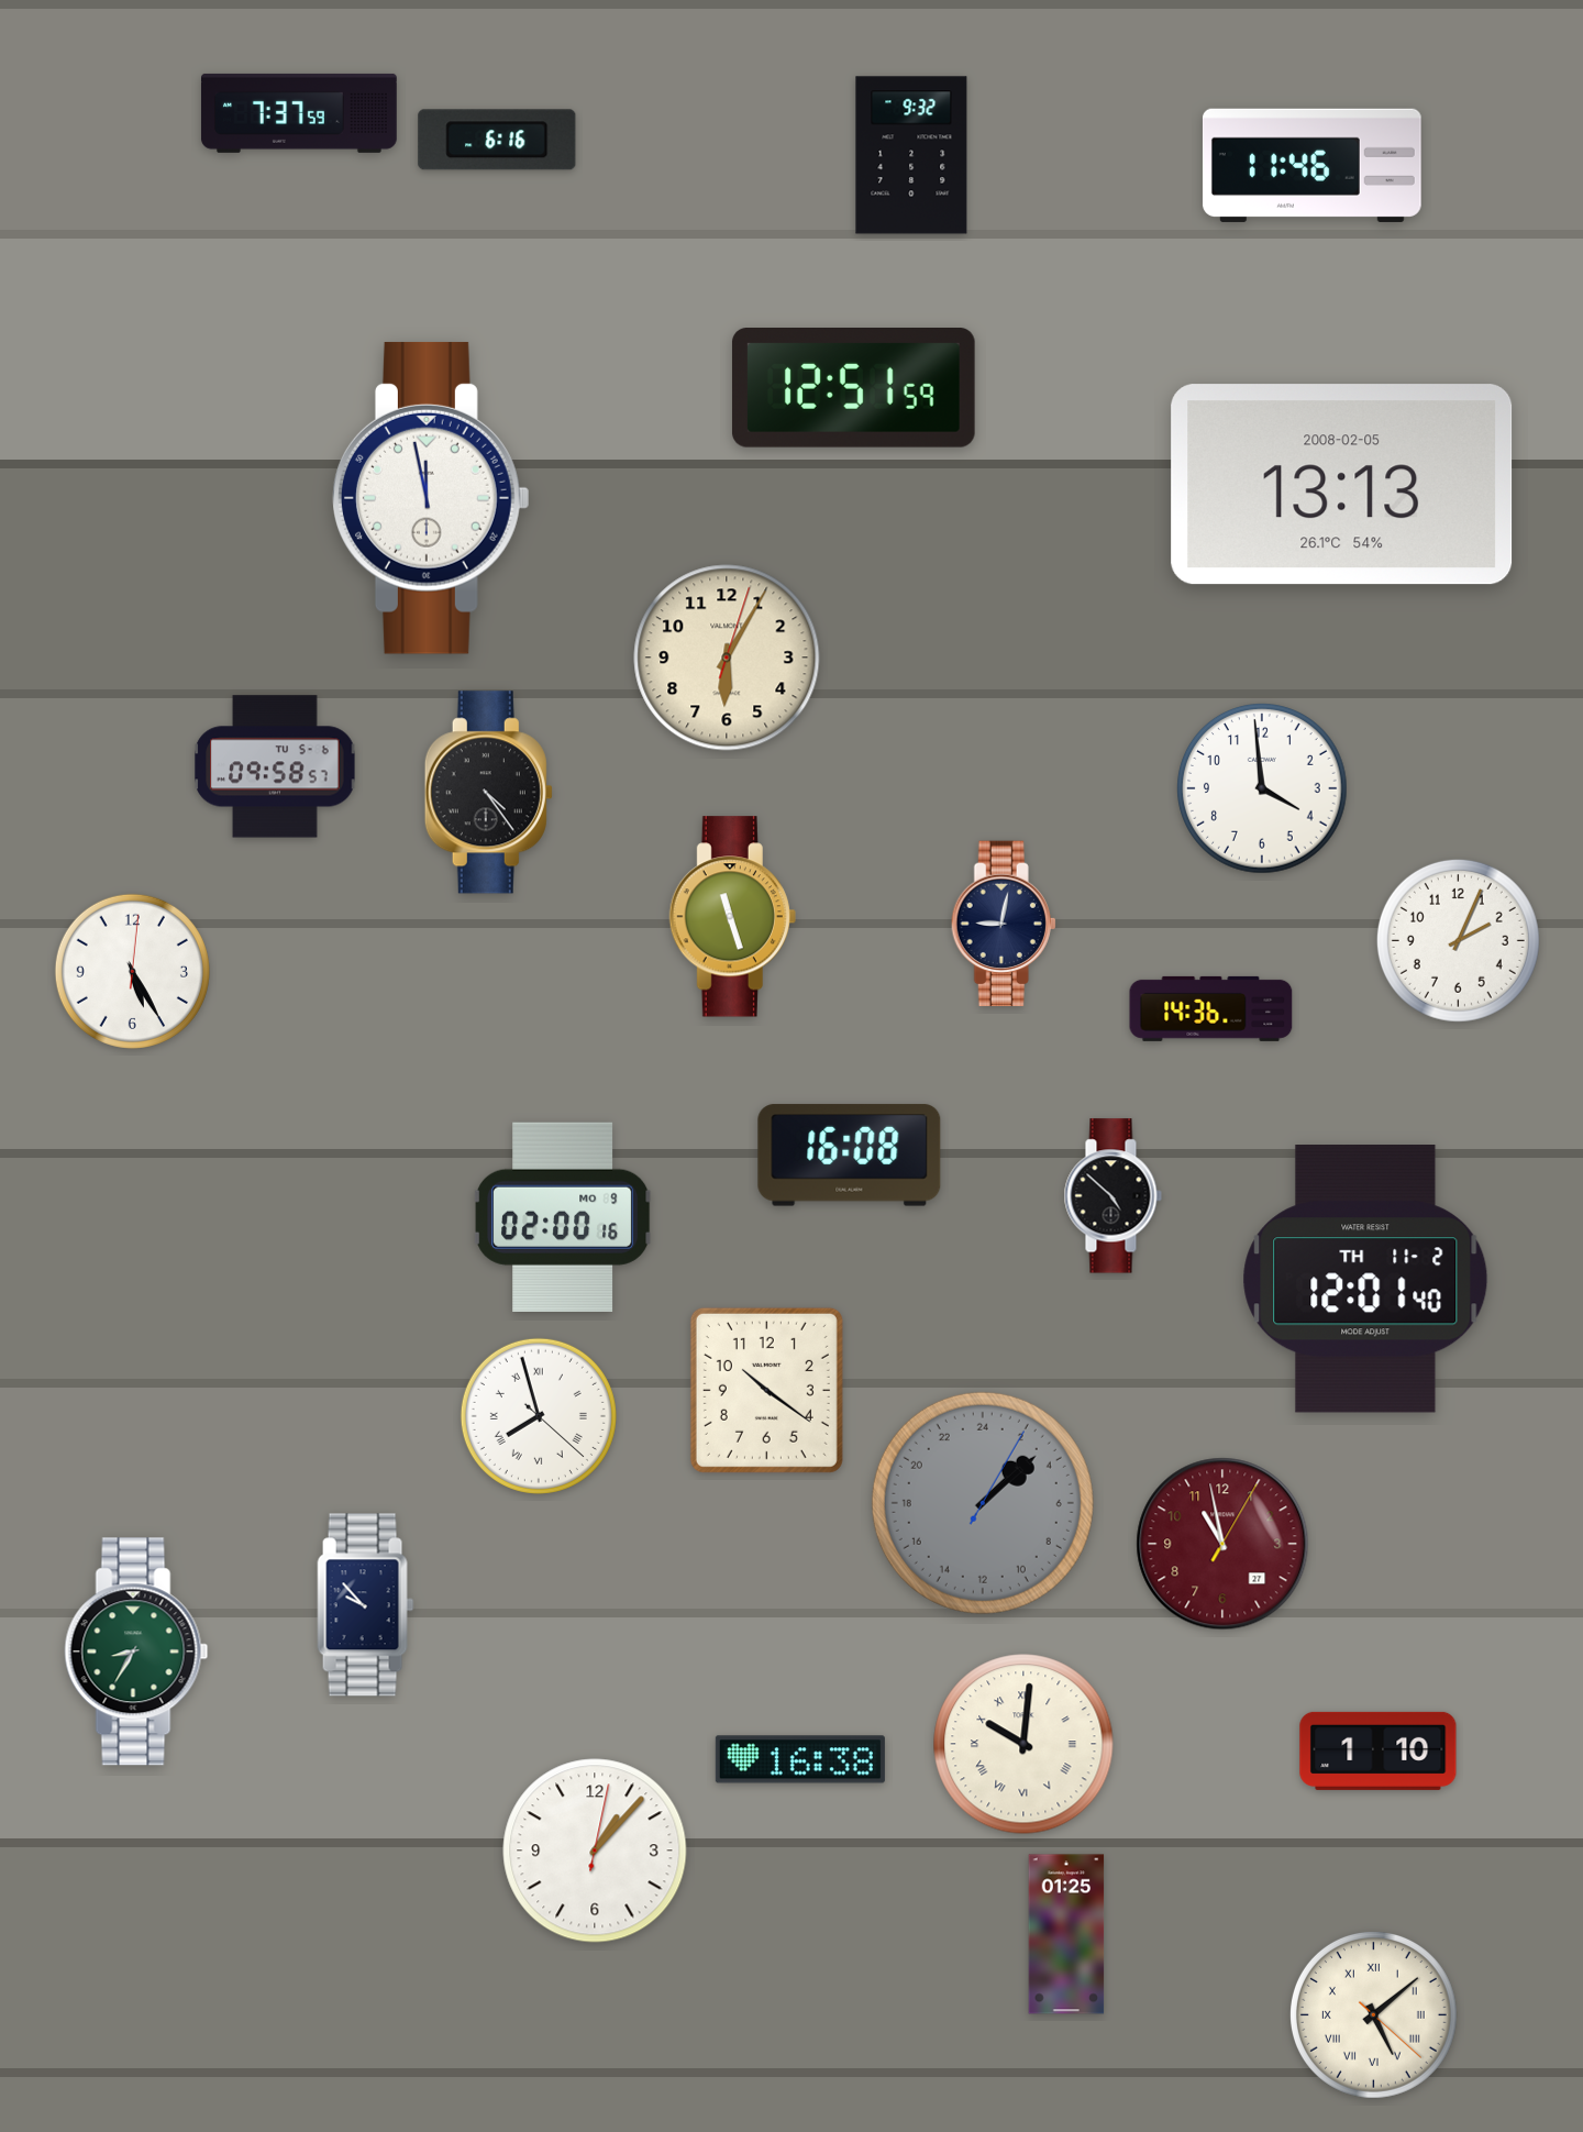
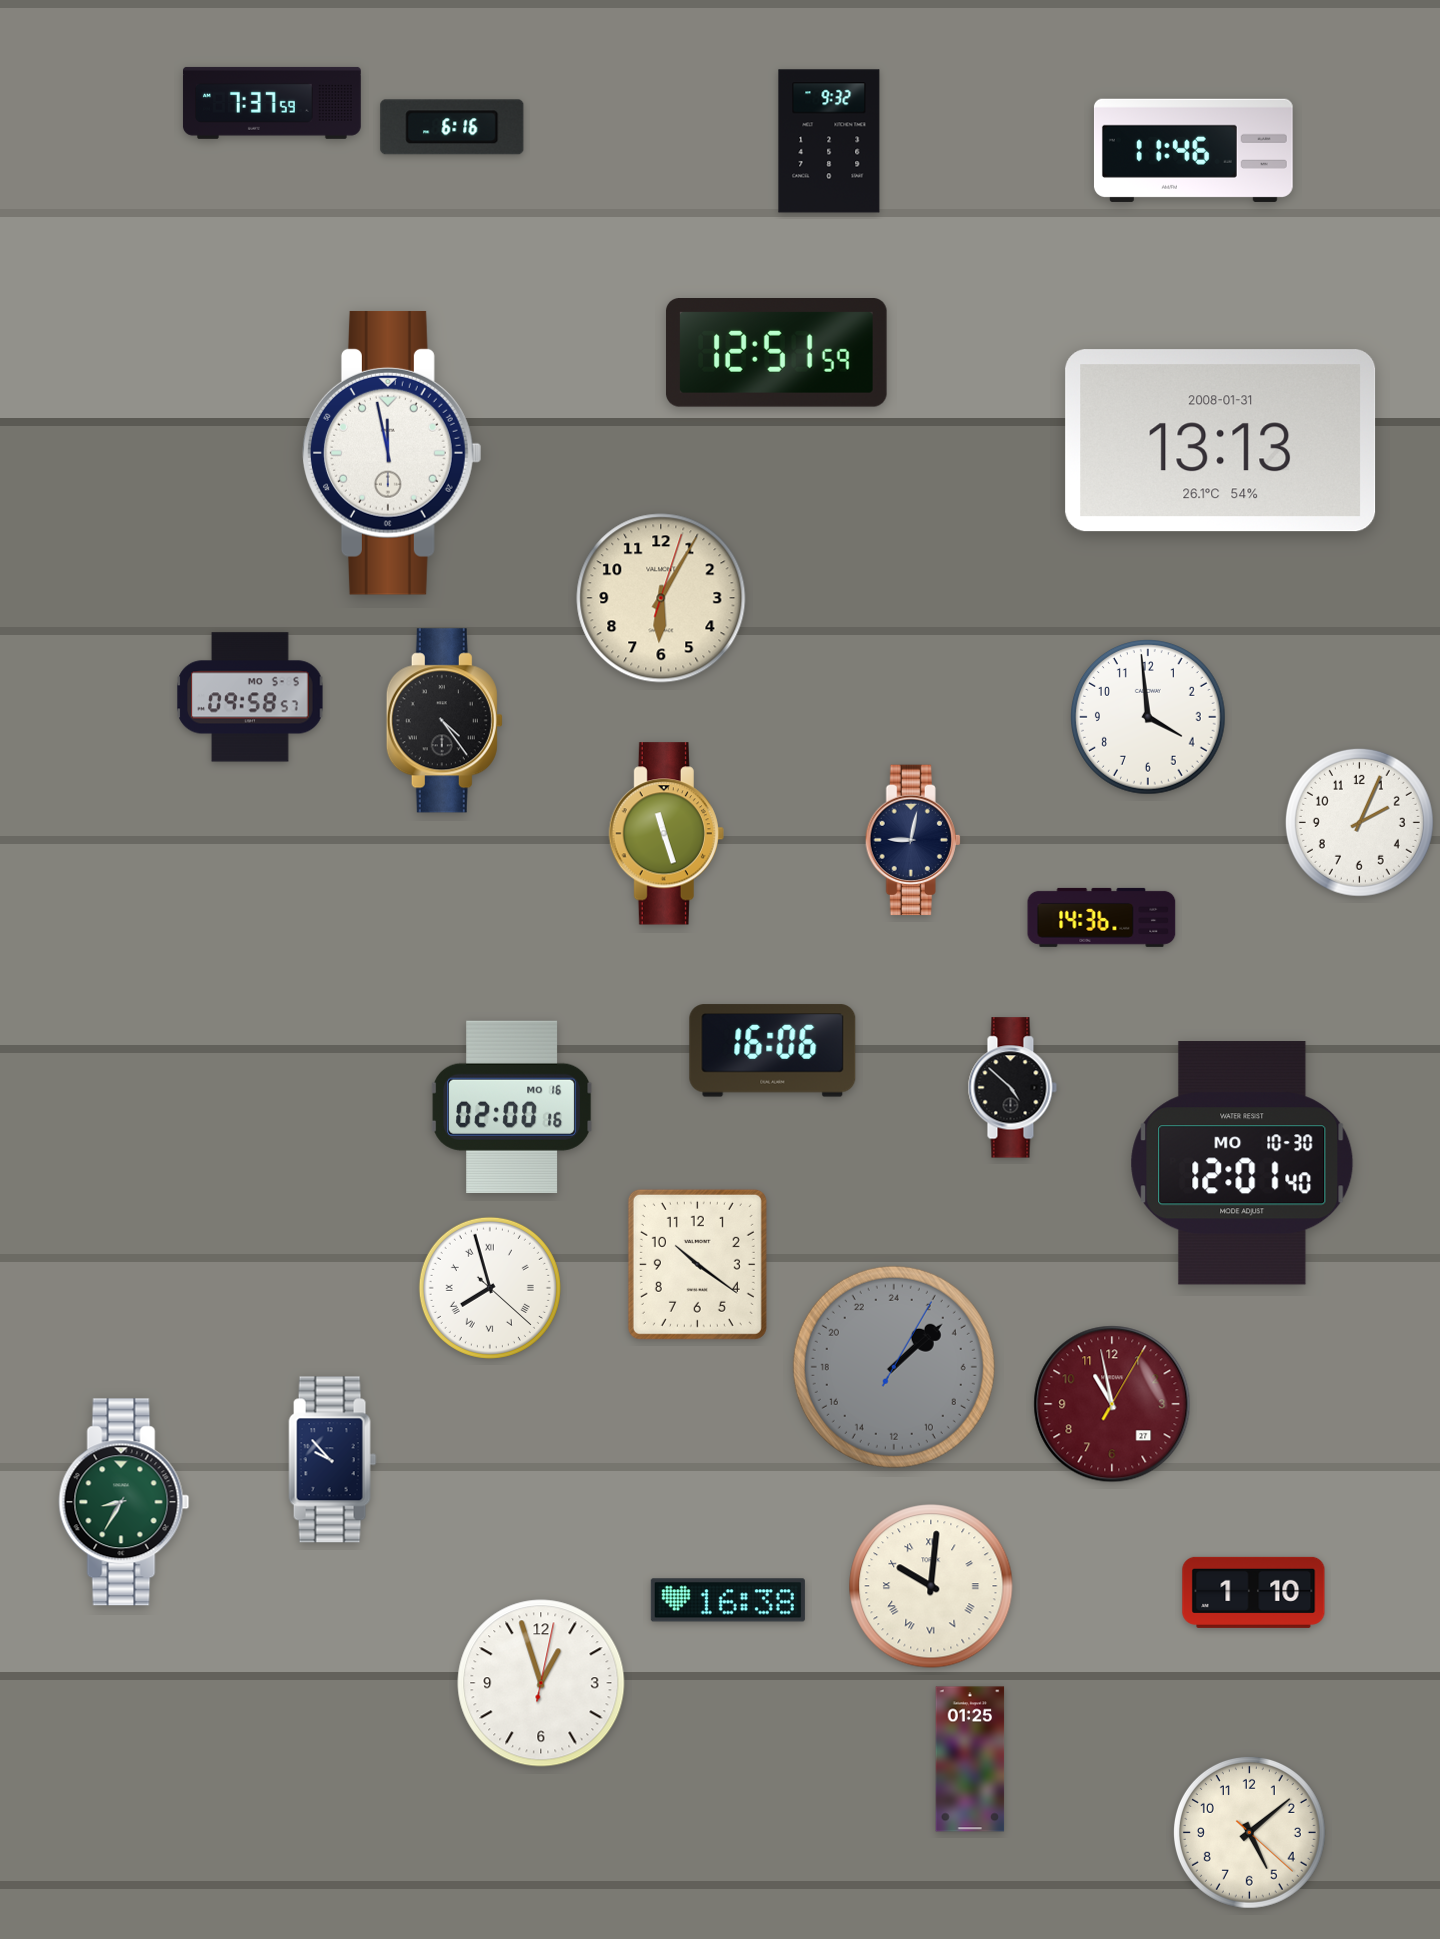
clock at (1342, 485) date: 2008-02-05 -> 2008-01-31
clock at (275, 766) date: TU 5-6 -> MO 5-5
clock at (1458, 940) position: (1458, 940) -> (1359, 822)
clock at (132, 971): 5:25 -> none
clock at (850, 1156): 16:08 -> 16:06
clock at (564, 1217) date: MO 9 -> MO 16
clock at (1365, 1279) date: TH 11-2 -> MO 10-30
clock at (595, 1851): 1:07 -> 12:57
clock at (1373, 2014) numerals: Roman -> Arabic
